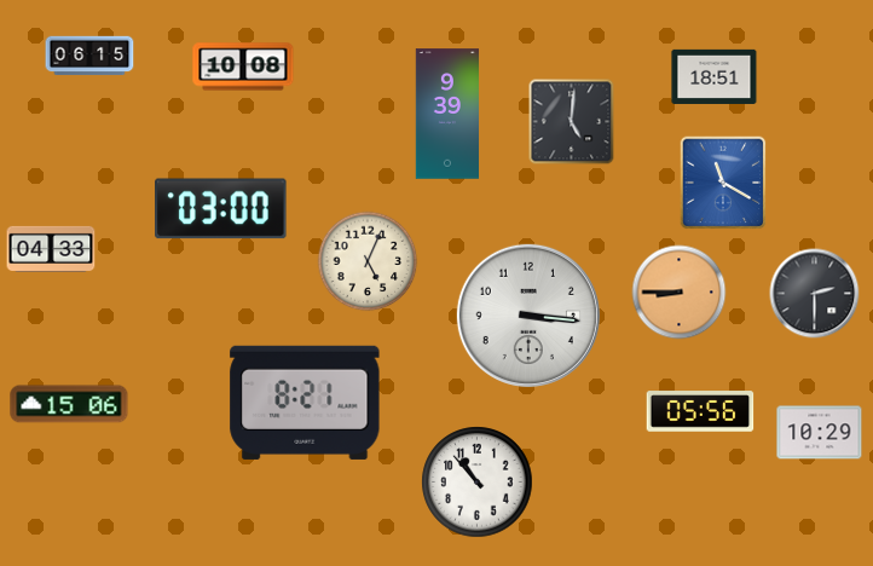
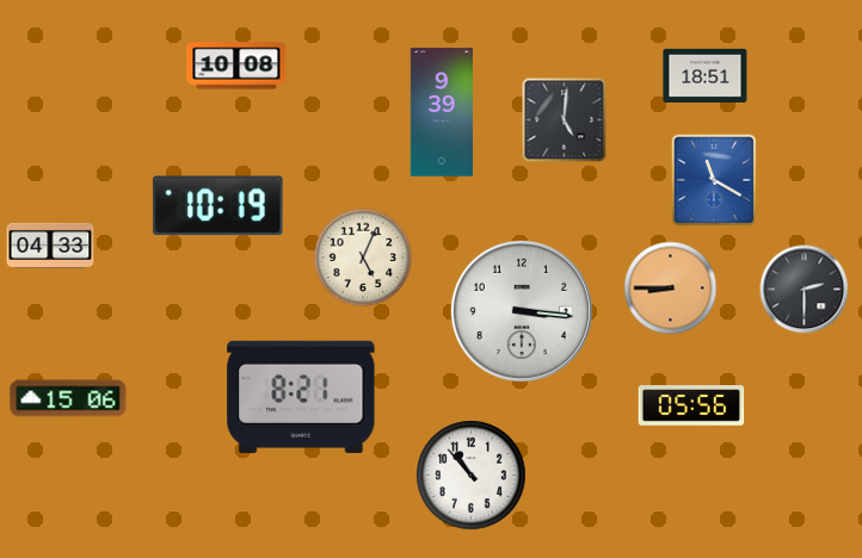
clock at (89, 56): 06:15 -> none
clock at (243, 67) position: (243, 67) -> (236, 66)
clock at (221, 209): 03:00 -> 10:19
clock at (820, 433): 10:29 -> none
